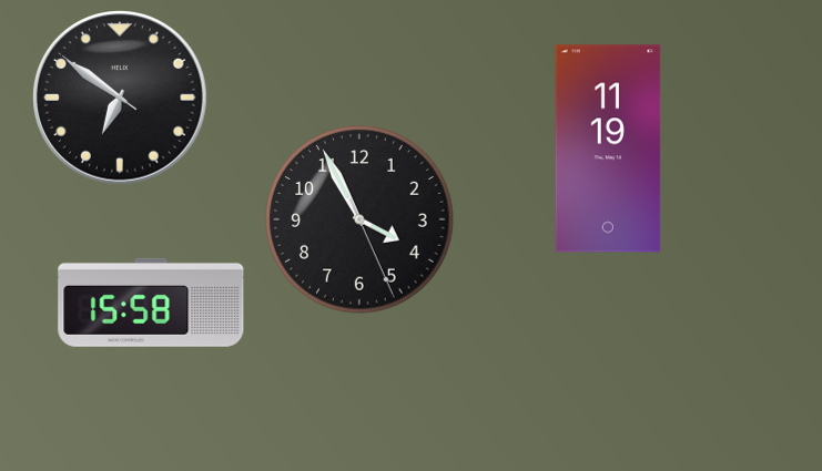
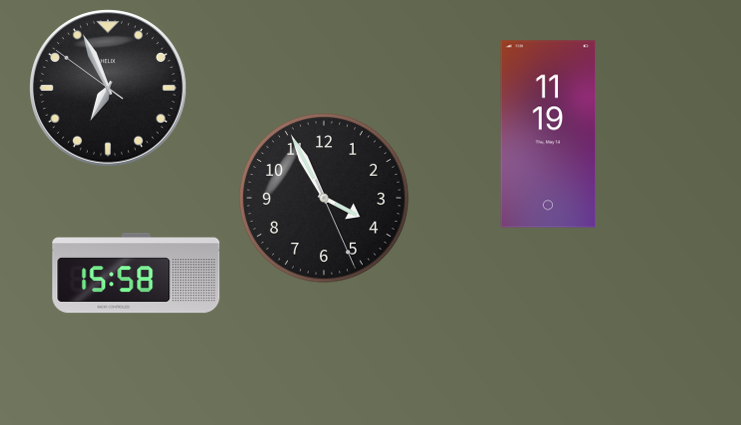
clock at (120, 98): 6:50 -> 6:55
